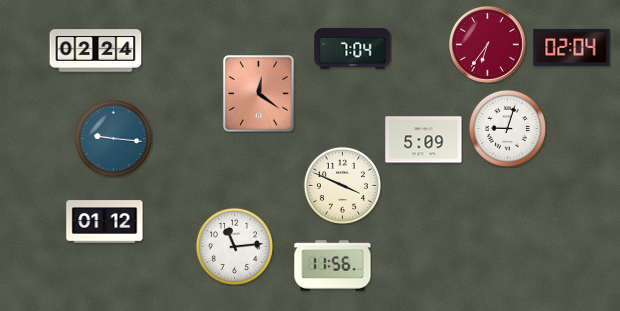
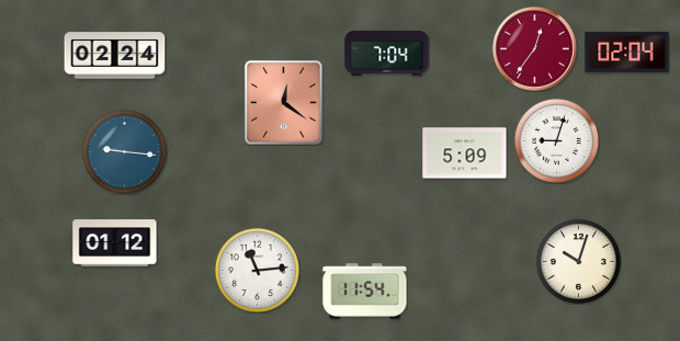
clock at (488, 45): 6:36 -> 12:36
clock at (96, 51) position: (96, 51) -> (115, 56)
clock at (342, 185): 3:49 -> none
clock at (578, 261): none -> 10:03
clock at (333, 266): 11:56 -> 11:54
